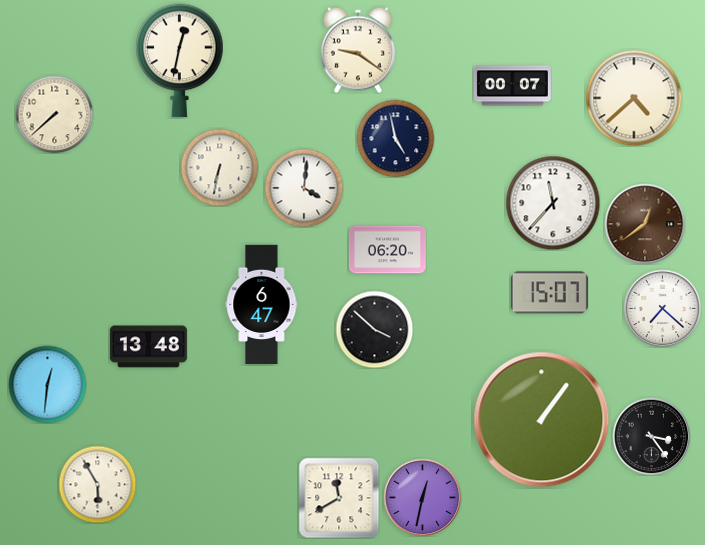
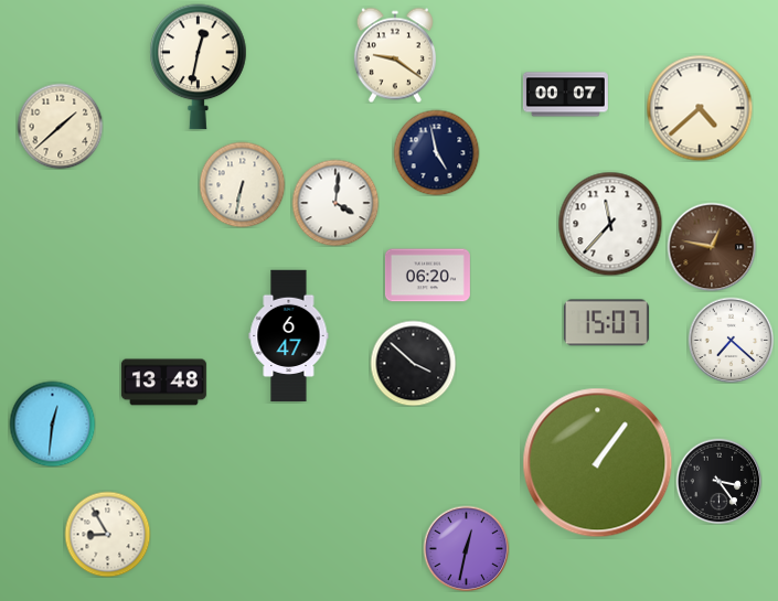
clock at (54, 114): 7:38 -> 1:38
clock at (304, 188) position: (304, 188) -> (335, 203)
clock at (645, 224): 12:39 -> 12:47
clock at (97, 484): 5:55 -> 8:55
clock at (339, 498): 11:40 -> none
